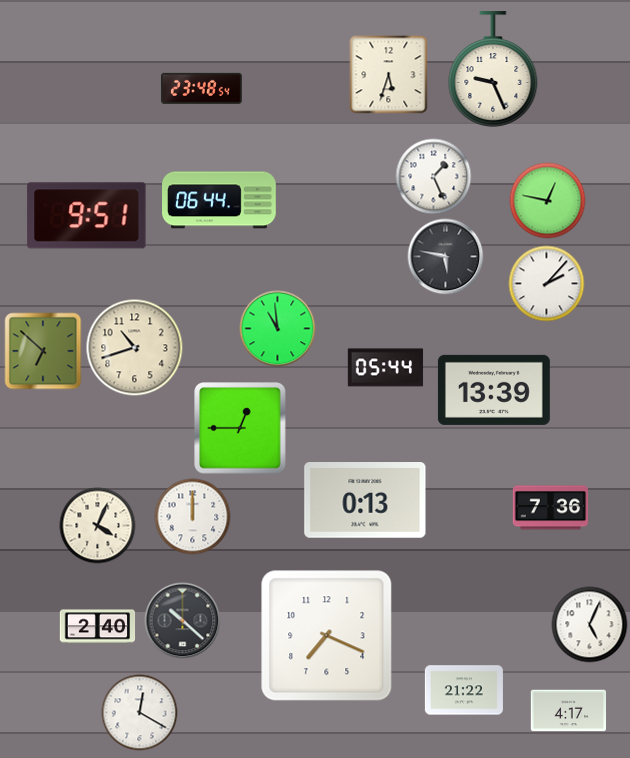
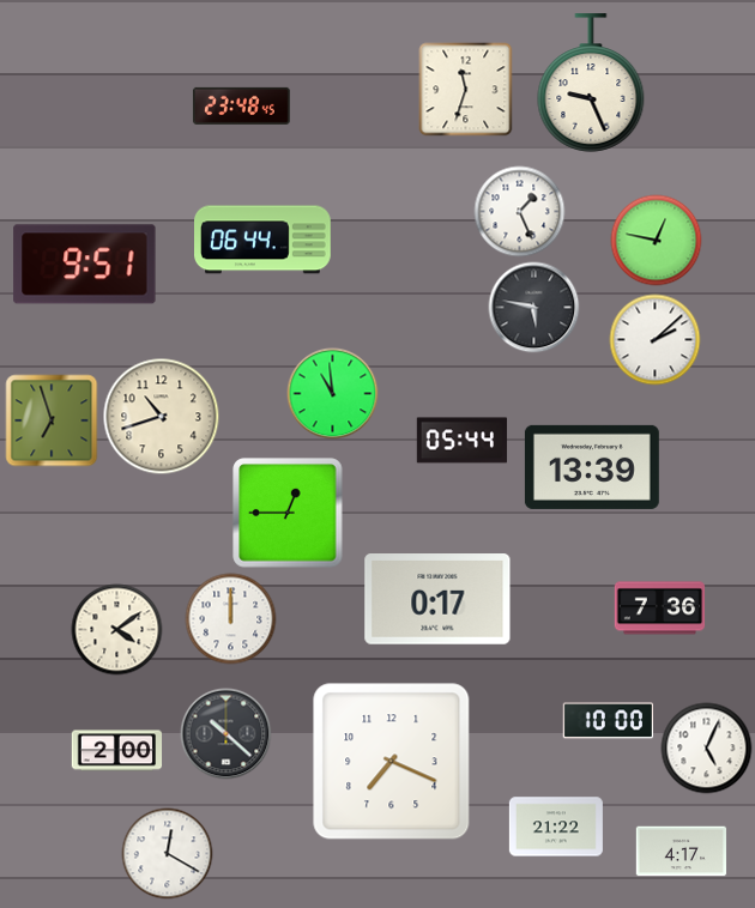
clock at (389, 75): 5:33 -> 11:33
clock at (201, 88): 23:48:54 -> 23:48:45
clock at (87, 216) position: (87, 216) -> (85, 265)
clock at (547, 284): 2:07 -> 2:08
clock at (43, 351): 6:52 -> 6:57
clock at (365, 501): 0:13 -> 0:17
clock at (98, 526): 4:04 -> 4:09
clock at (608, 721): none -> 10:00
clock at (183, 621) position: (183, 621) -> (226, 734)
clock at (98, 627): 2:40 -> 2:00
